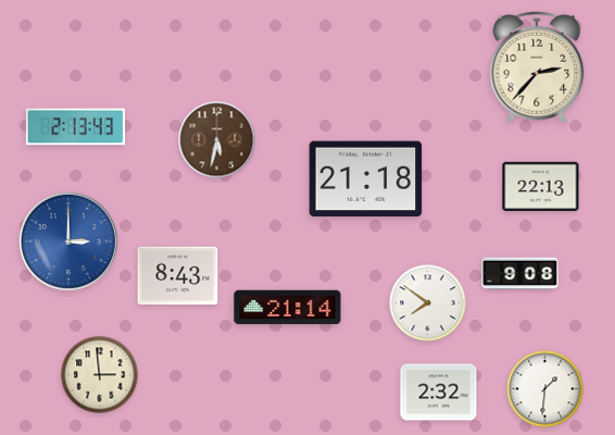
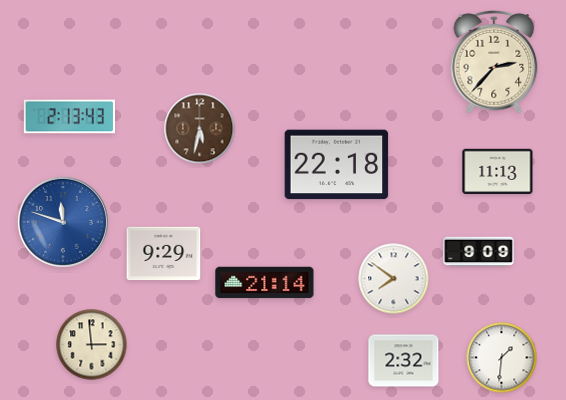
clock at (366, 179): 21:18 -> 22:18
clock at (541, 186): 22:13 -> 11:13
clock at (68, 241): 3:00 -> 11:48
clock at (520, 274): 9:08 -> 9:09
clock at (178, 276): 8:43 -> 9:29
